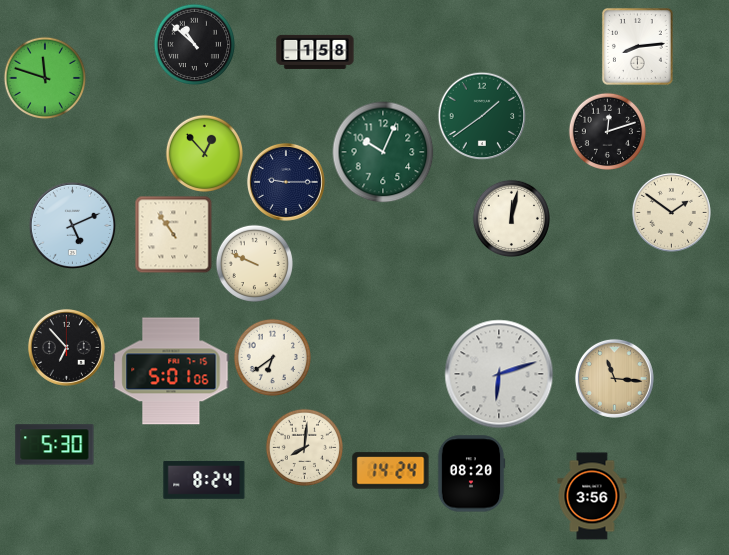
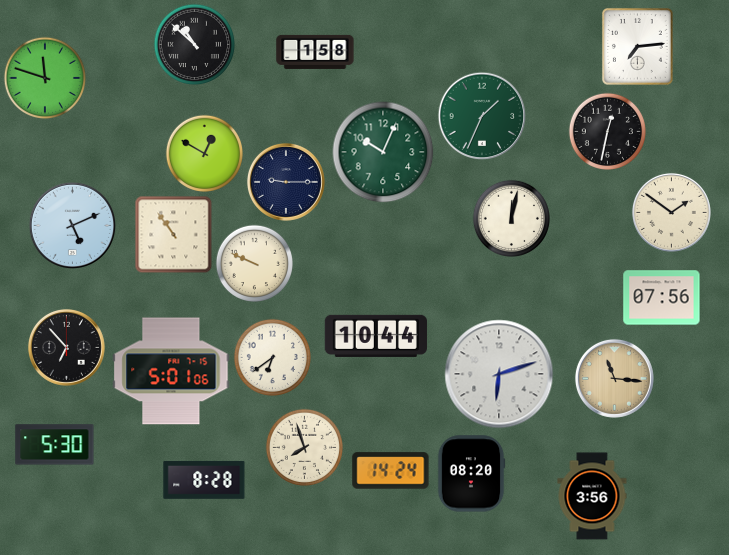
clock at (637, 46): 8:14 -> 7:14
clock at (482, 116): 1:39 -> 1:34
clock at (607, 131): 12:12 -> 12:32
clock at (204, 153): 12:53 -> 12:50
clock at (662, 298): none -> 07:56
clock at (376, 336): none -> 10:44
clock at (304, 447): 8:01 -> 7:57
clock at (204, 480): 8:24 -> 8:28
